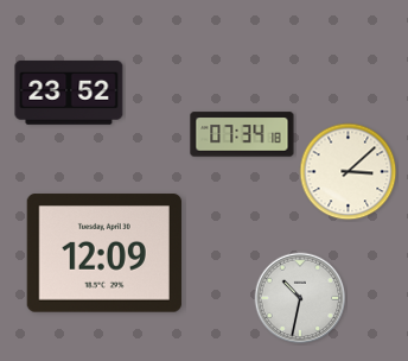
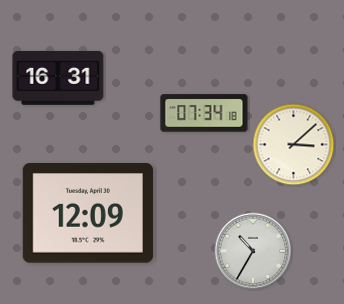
clock at (69, 93): 23:52 -> 16:31
clock at (300, 298): 10:32 -> 10:35
